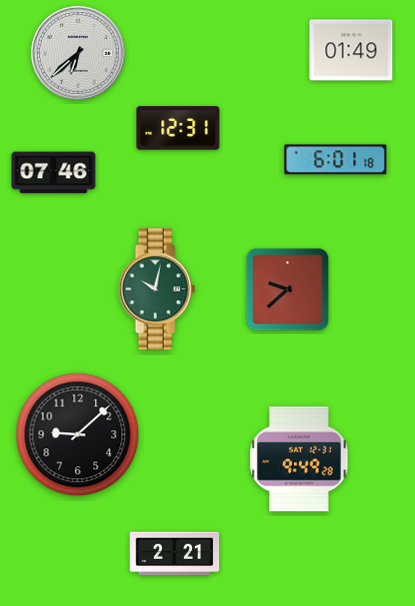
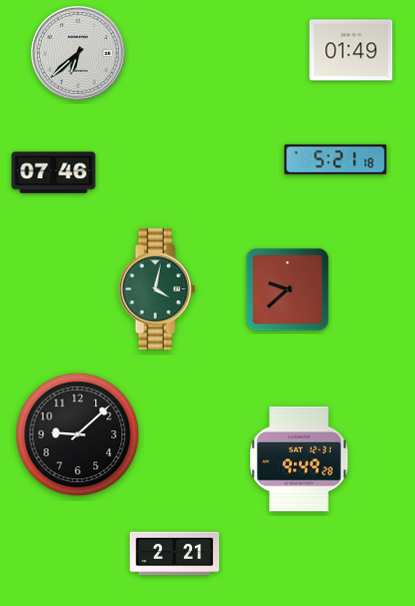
clock at (178, 128): 12:31 -> none
clock at (336, 160): 6:01 -> 5:21
clock at (157, 289): 10:02 -> 4:02
